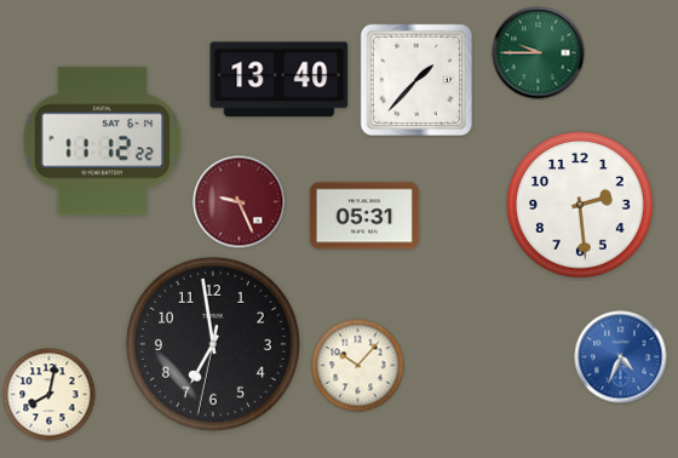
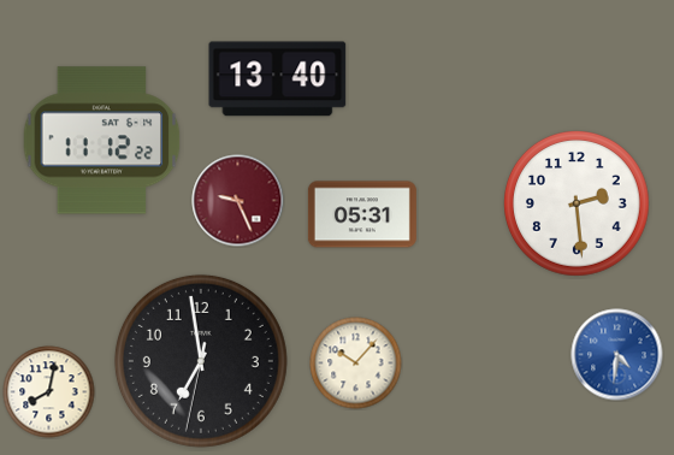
clock at (539, 53): 9:45 -> none
clock at (416, 80): 1:37 -> none
clock at (213, 344) position: (213, 344) -> (201, 361)
clock at (621, 357): 4:34 -> 4:31
